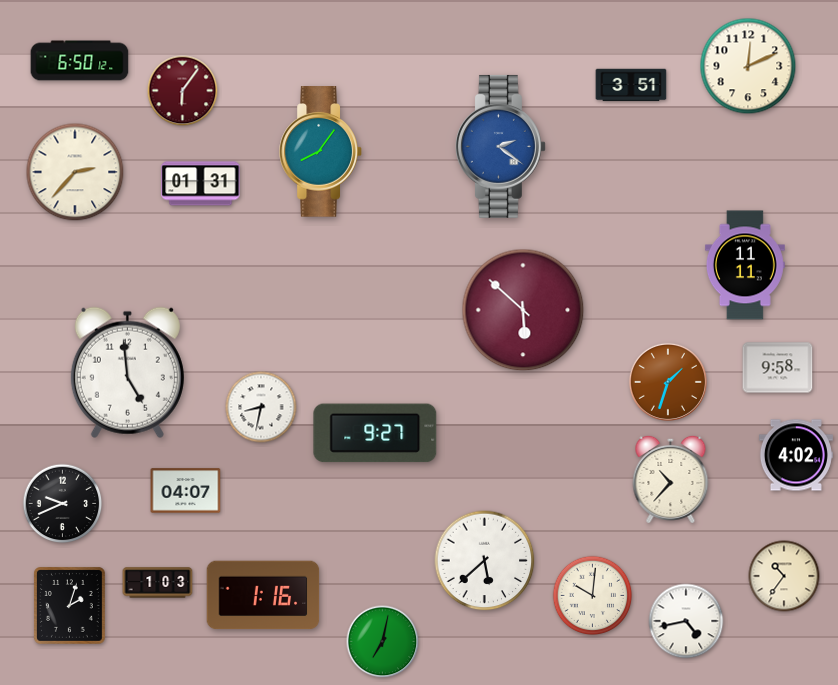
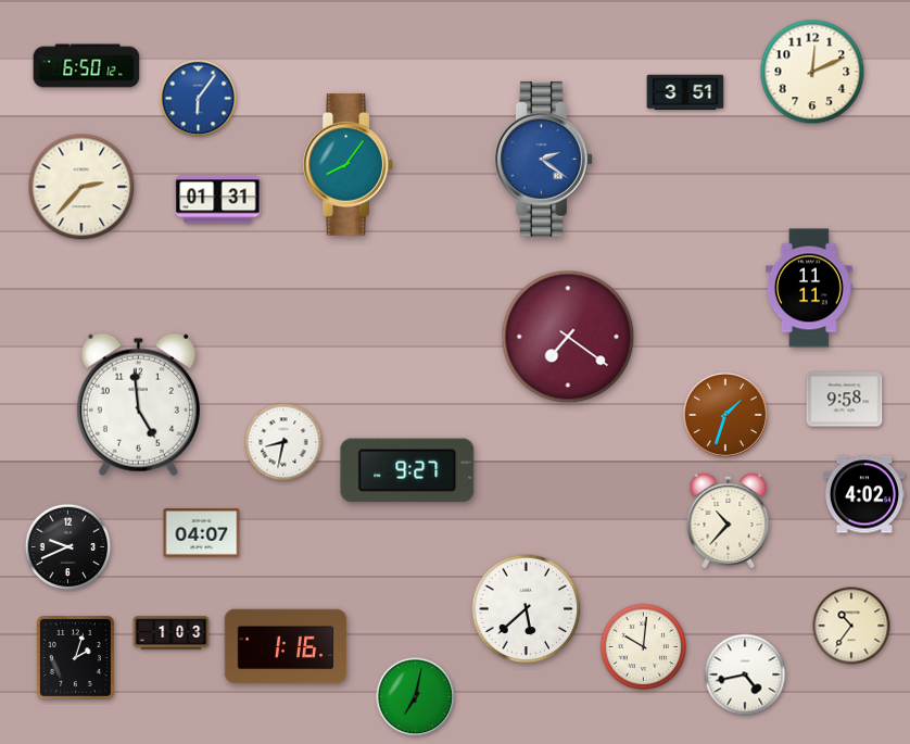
clock at (183, 91) dial: burgundy -> blue
clock at (523, 310): 5:52 -> 7:21
